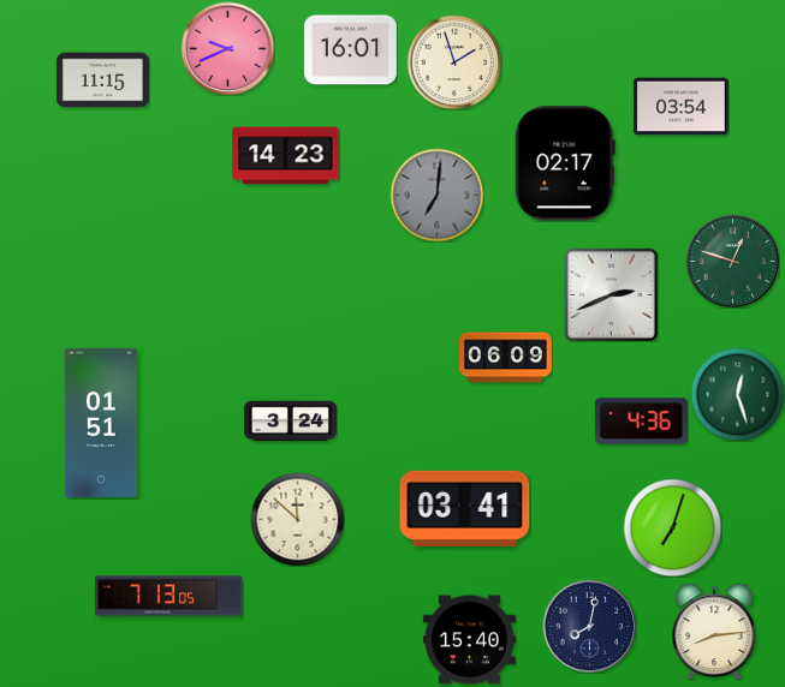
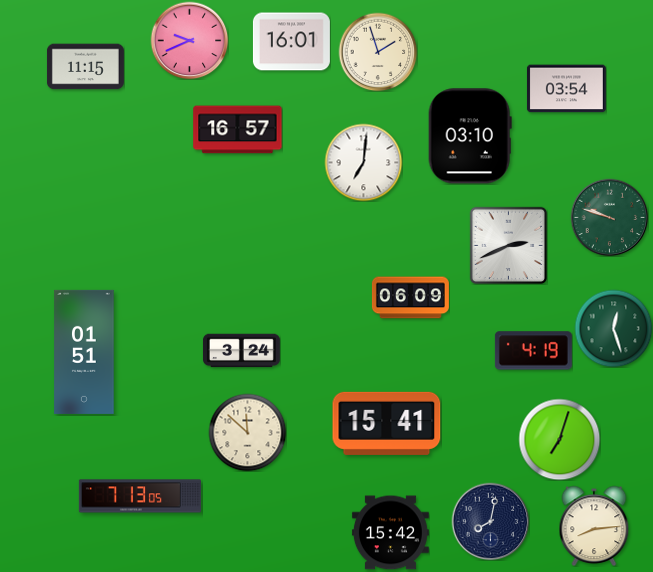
clock at (286, 156): 14:23 -> 16:57
clock at (565, 163): 02:17 -> 03:10
clock at (436, 195) dial: grey -> white
clock at (732, 261): 12:48 -> 9:48
clock at (505, 358) position: (505, 358) -> (410, 298)
clock at (641, 422): 4:36 -> 4:19
clock at (465, 508): 03:41 -> 15:41
clock at (469, 640): 15:40 -> 15:42
